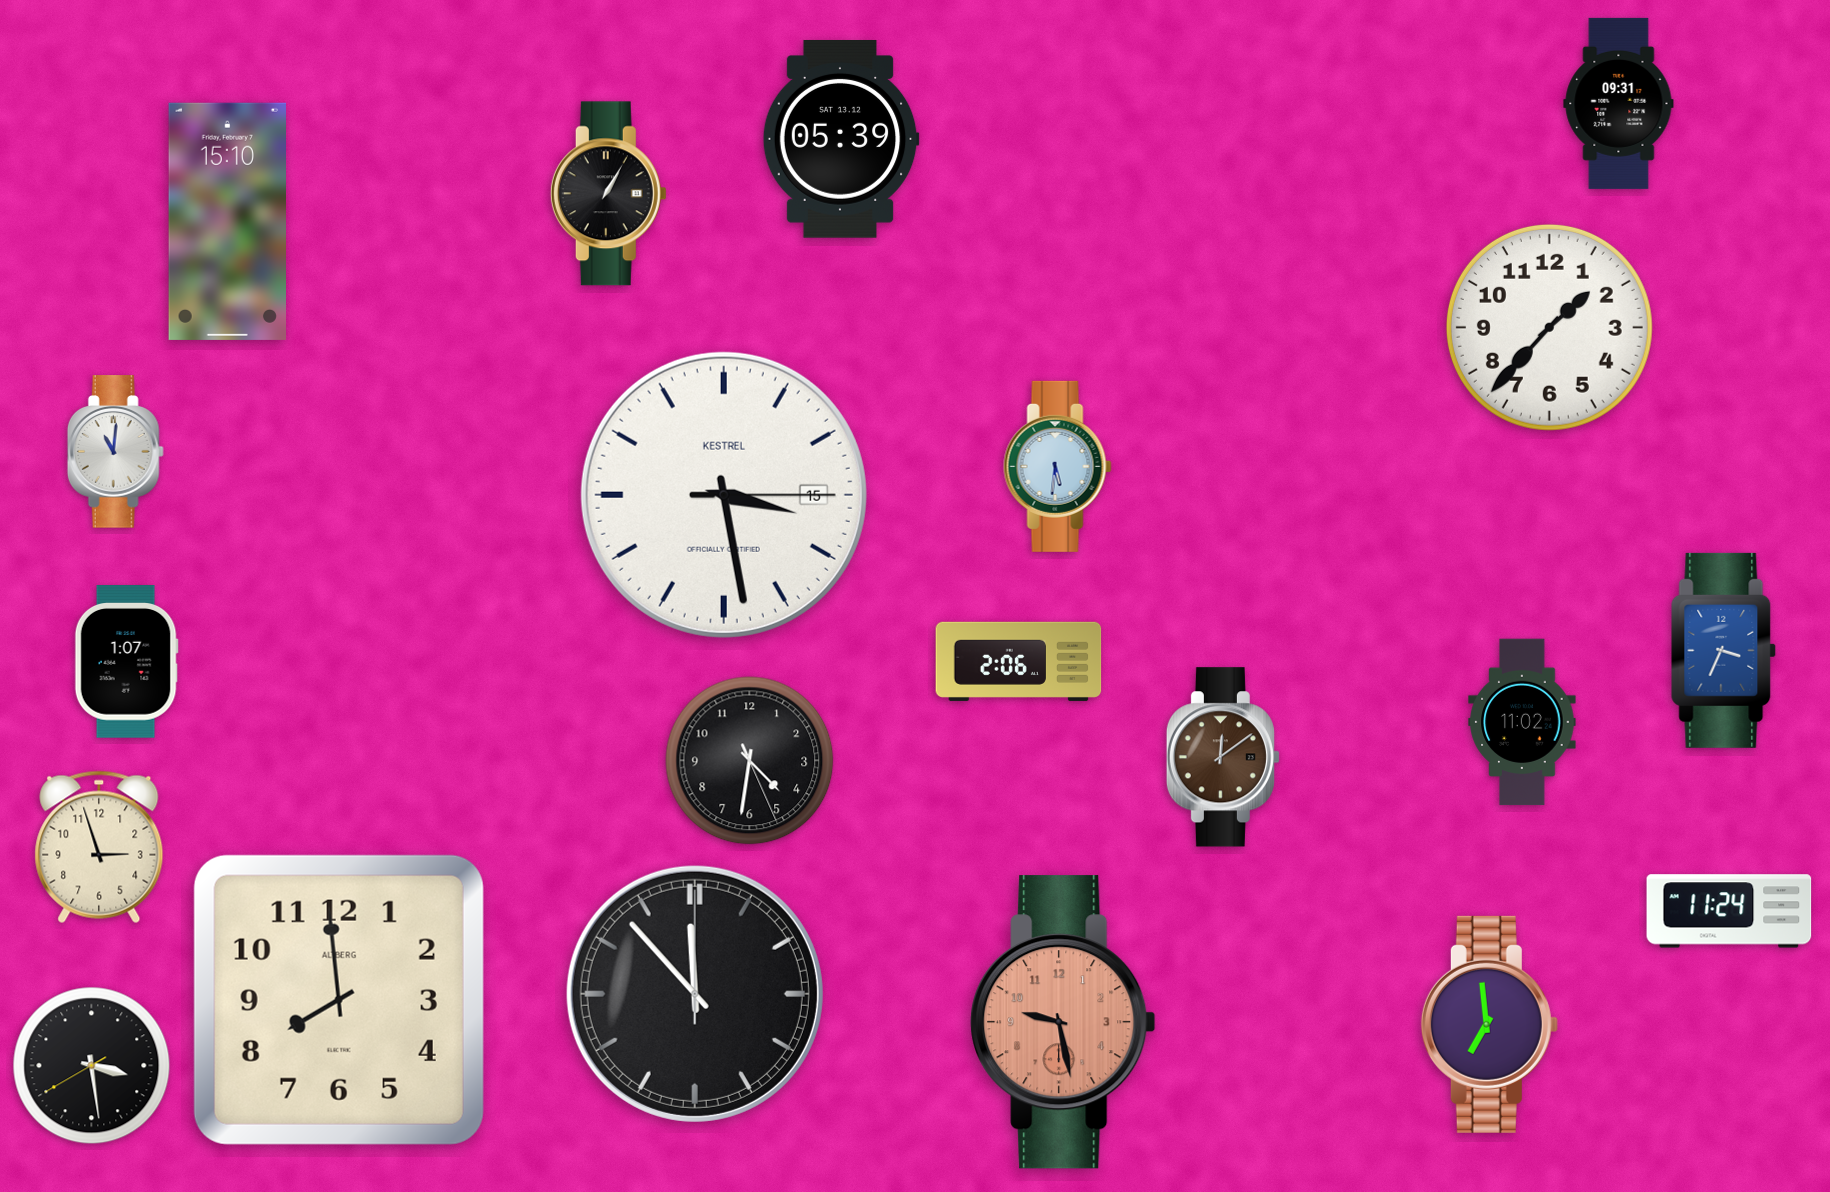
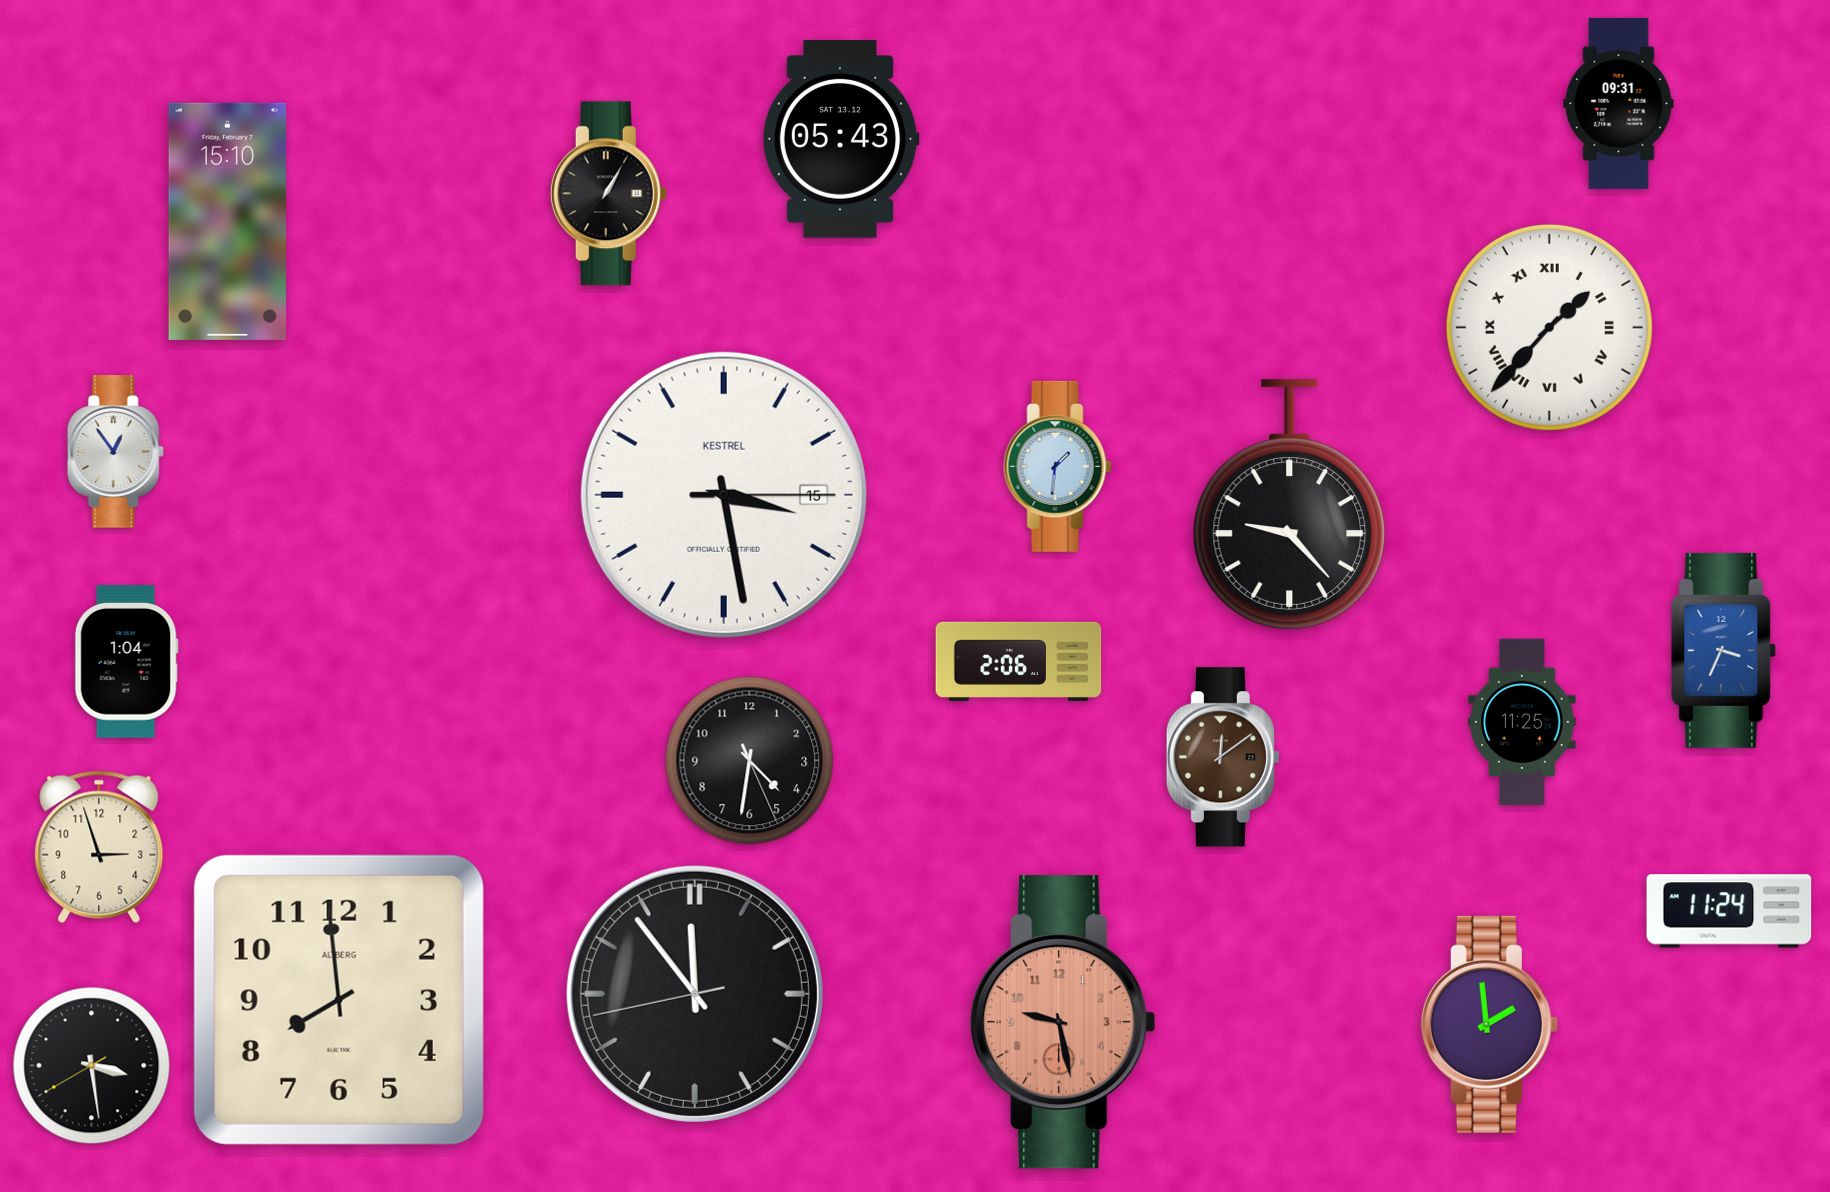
clock at (841, 140): 05:39 -> 05:43
clock at (1549, 327) numerals: Arabic -> Roman
clock at (115, 452): 11:01 -> 12:54
clock at (1058, 466): 5:31 -> 1:31
clock at (1290, 505): none -> 9:23
clock at (126, 662): 1:07 -> 1:04
clock at (1522, 722): 11:02 -> 11:25
clock at (695, 994): 11:53:00 -> 11:53:43
clock at (1489, 1024): 6:59 -> 1:59
